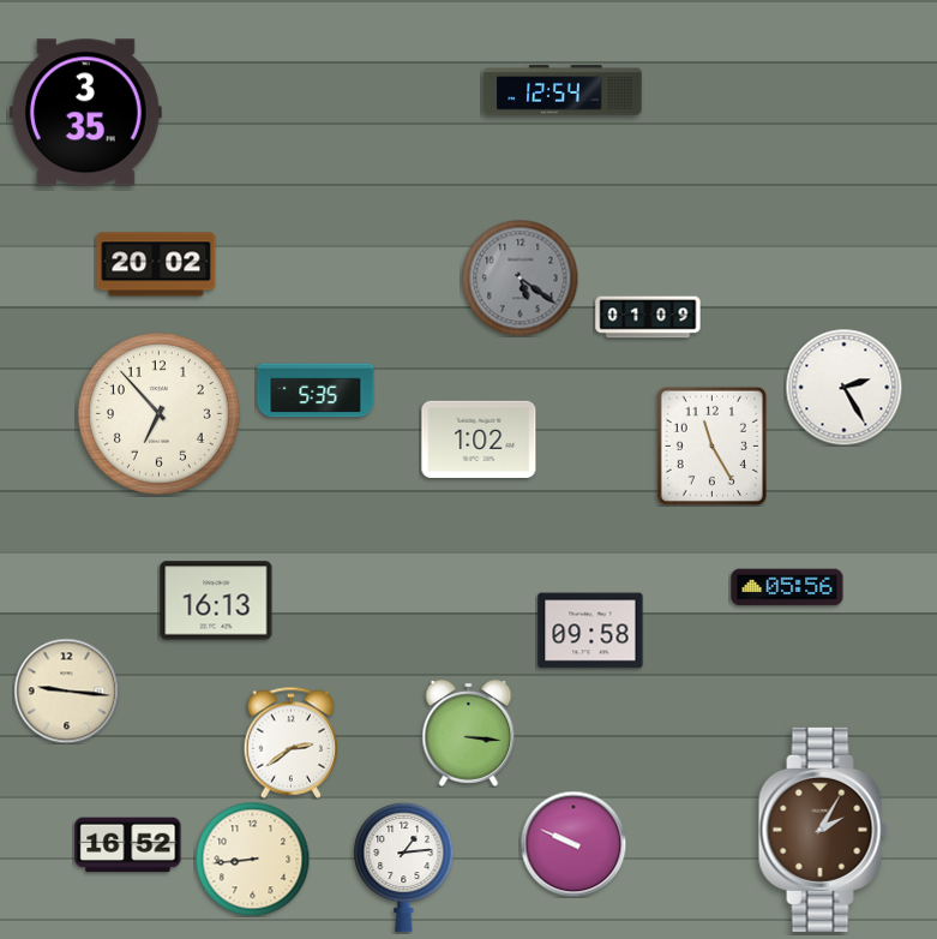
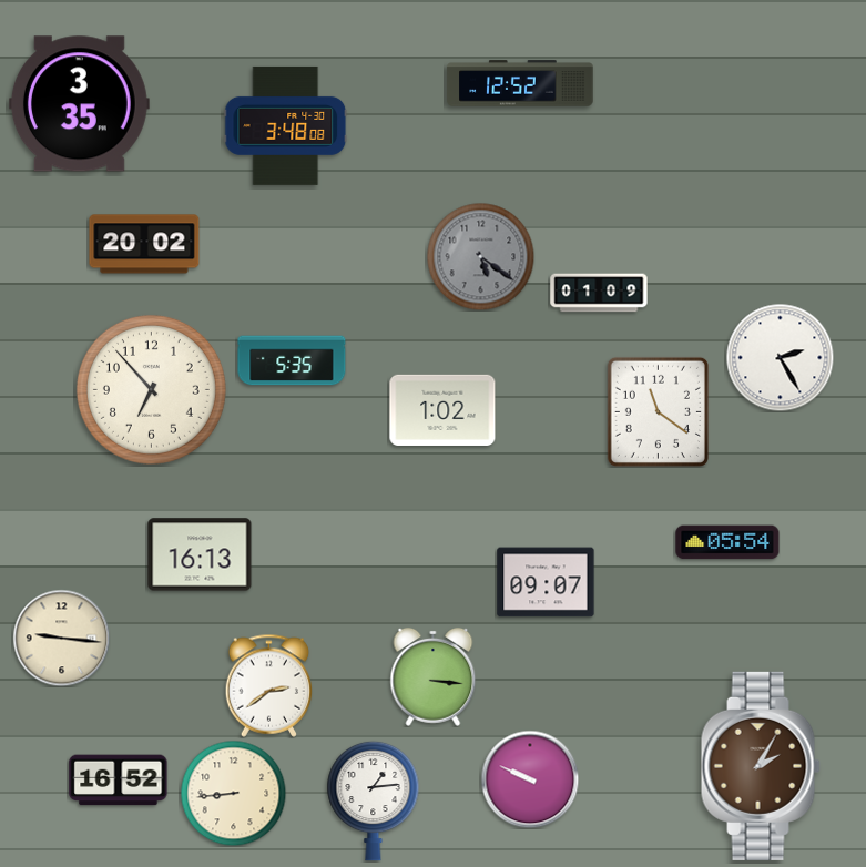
clock at (563, 90): 12:54 -> 12:52
clock at (286, 125): none -> 3:48
clock at (158, 413) position: (158, 413) -> (151, 389)
clock at (479, 439) position: (479, 439) -> (442, 410)
clock at (711, 445): 11:25 -> 11:21
clock at (787, 587): 05:56 -> 05:54
clock at (590, 630): 09:58 -> 09:07
